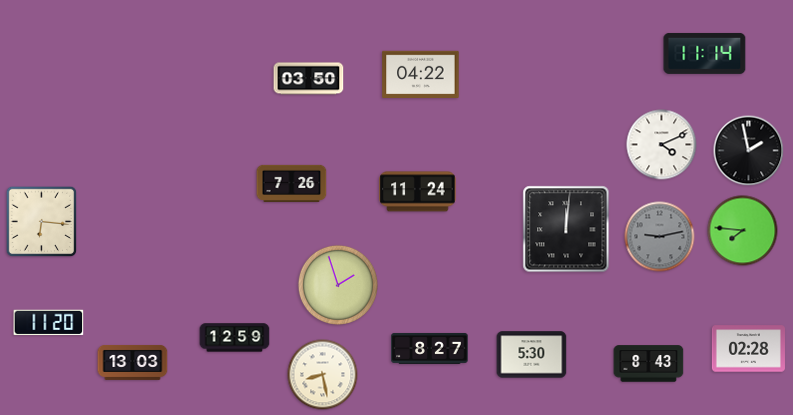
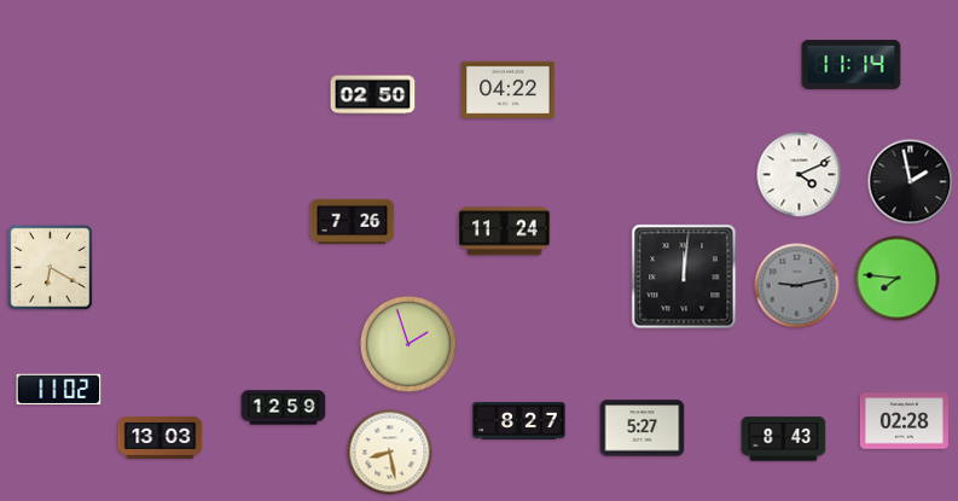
clock at (309, 79): 03:50 -> 02:50
clock at (749, 151) position: (749, 151) -> (911, 182)
clock at (42, 222): 6:16 -> 6:20
clock at (49, 323): 11:20 -> 11:02
clock at (532, 355): 5:30 -> 5:27
